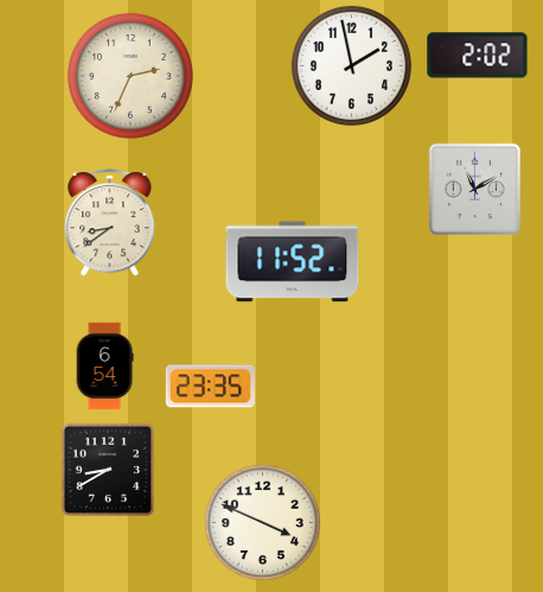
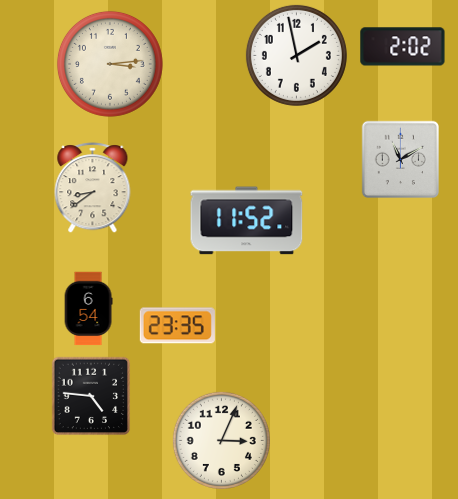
clock at (130, 76): 2:34 -> 3:14
clock at (108, 470): 8:40 -> 4:46
clock at (262, 522): 3:49 -> 3:04
